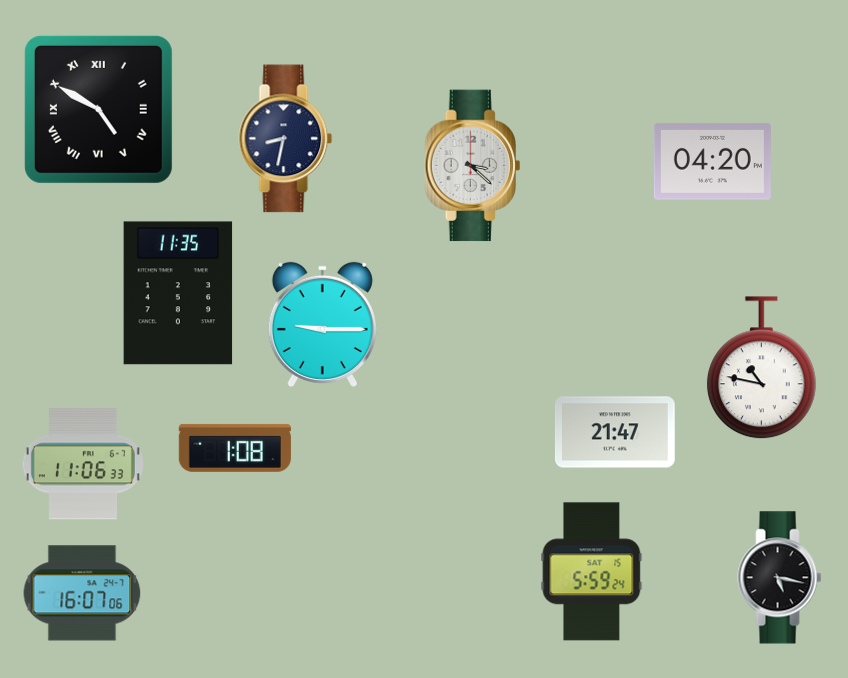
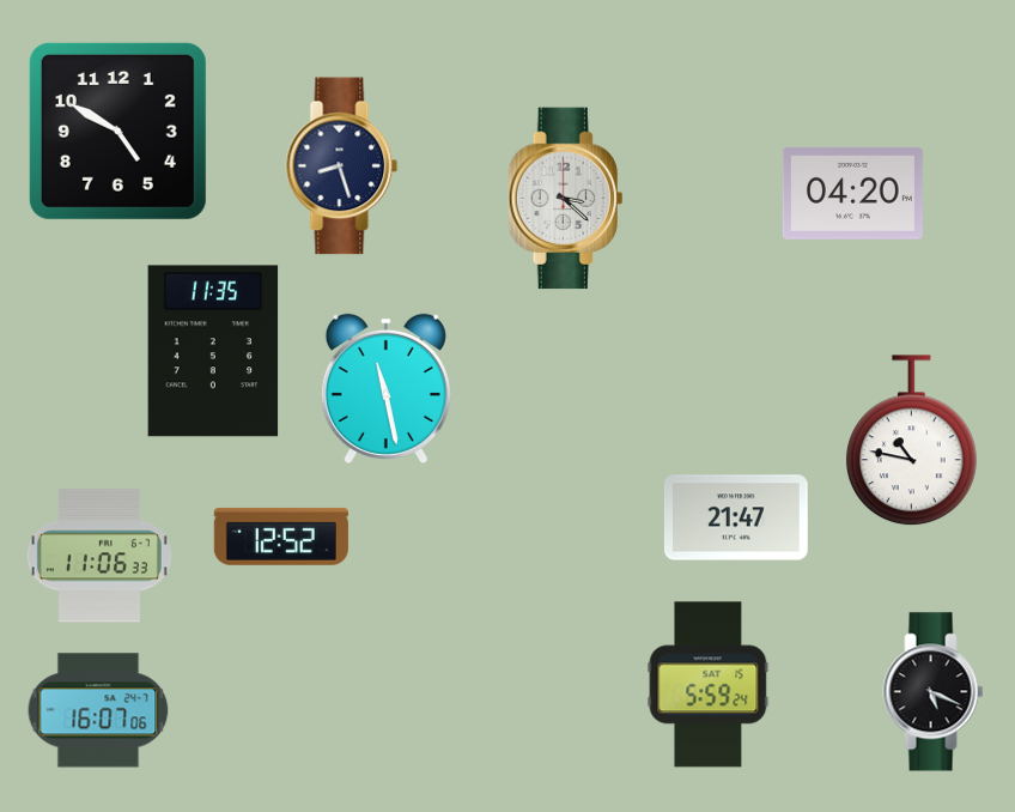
clock at (98, 109) numerals: Roman -> Arabic
clock at (286, 139): 8:32 -> 8:27
clock at (322, 324): 9:15 -> 11:28
clock at (235, 448): 1:08 -> 12:52
clock at (780, 578): 5:17 -> 5:19
